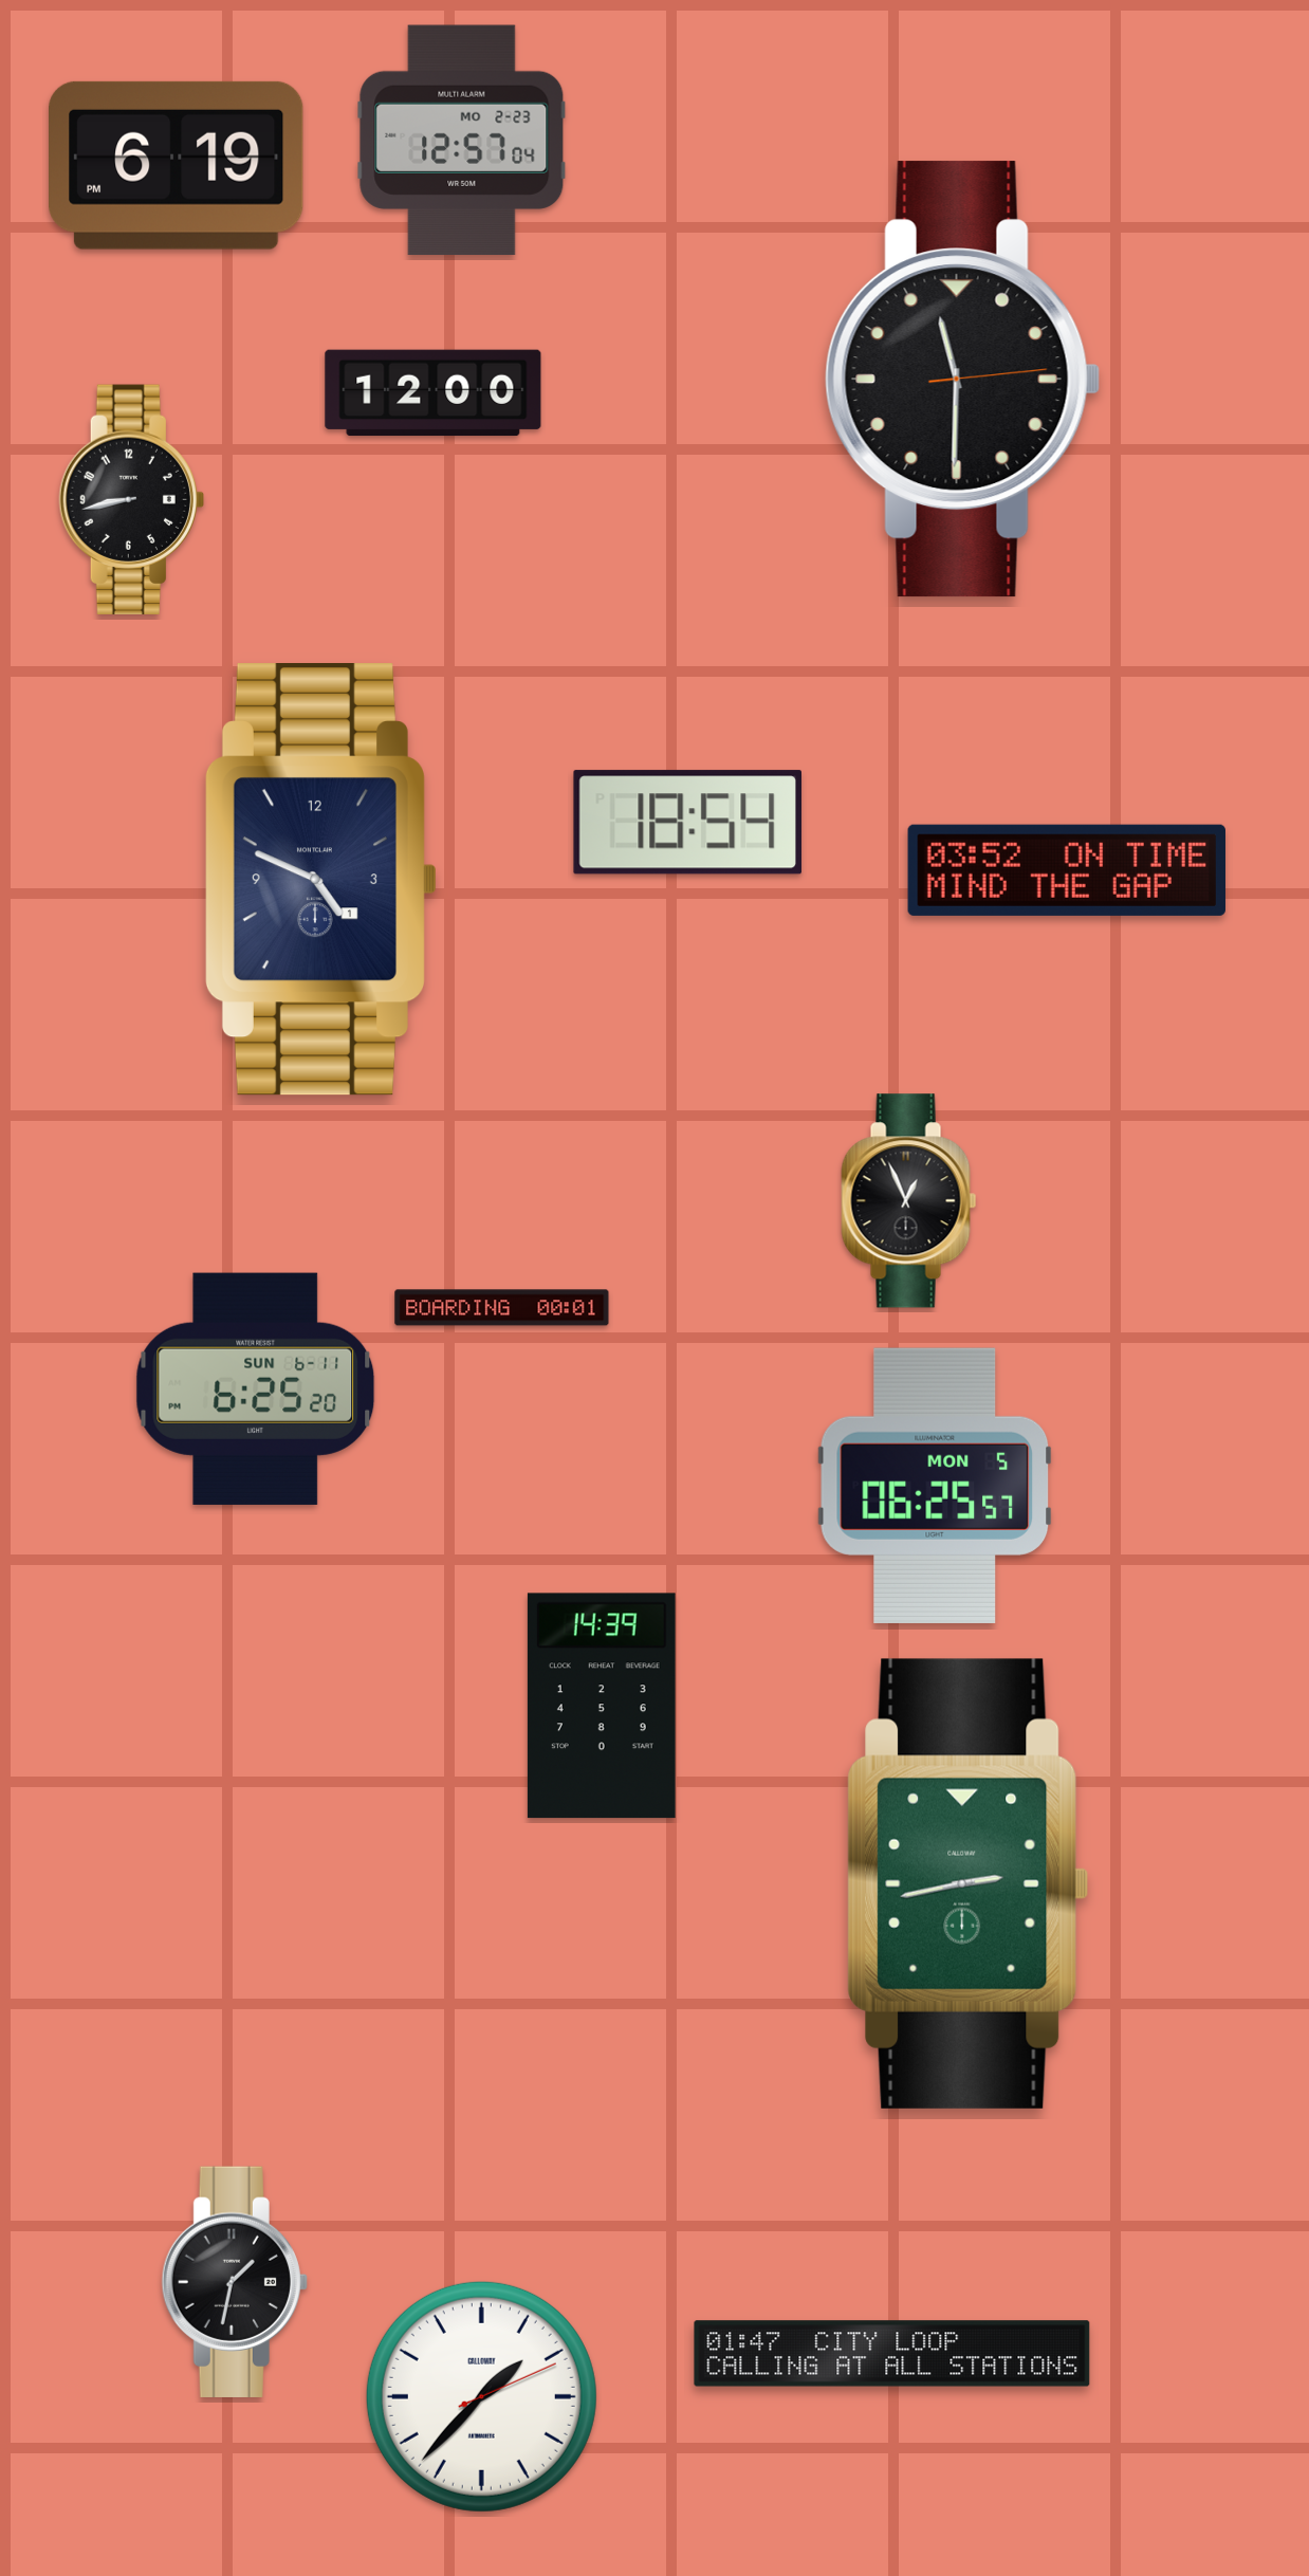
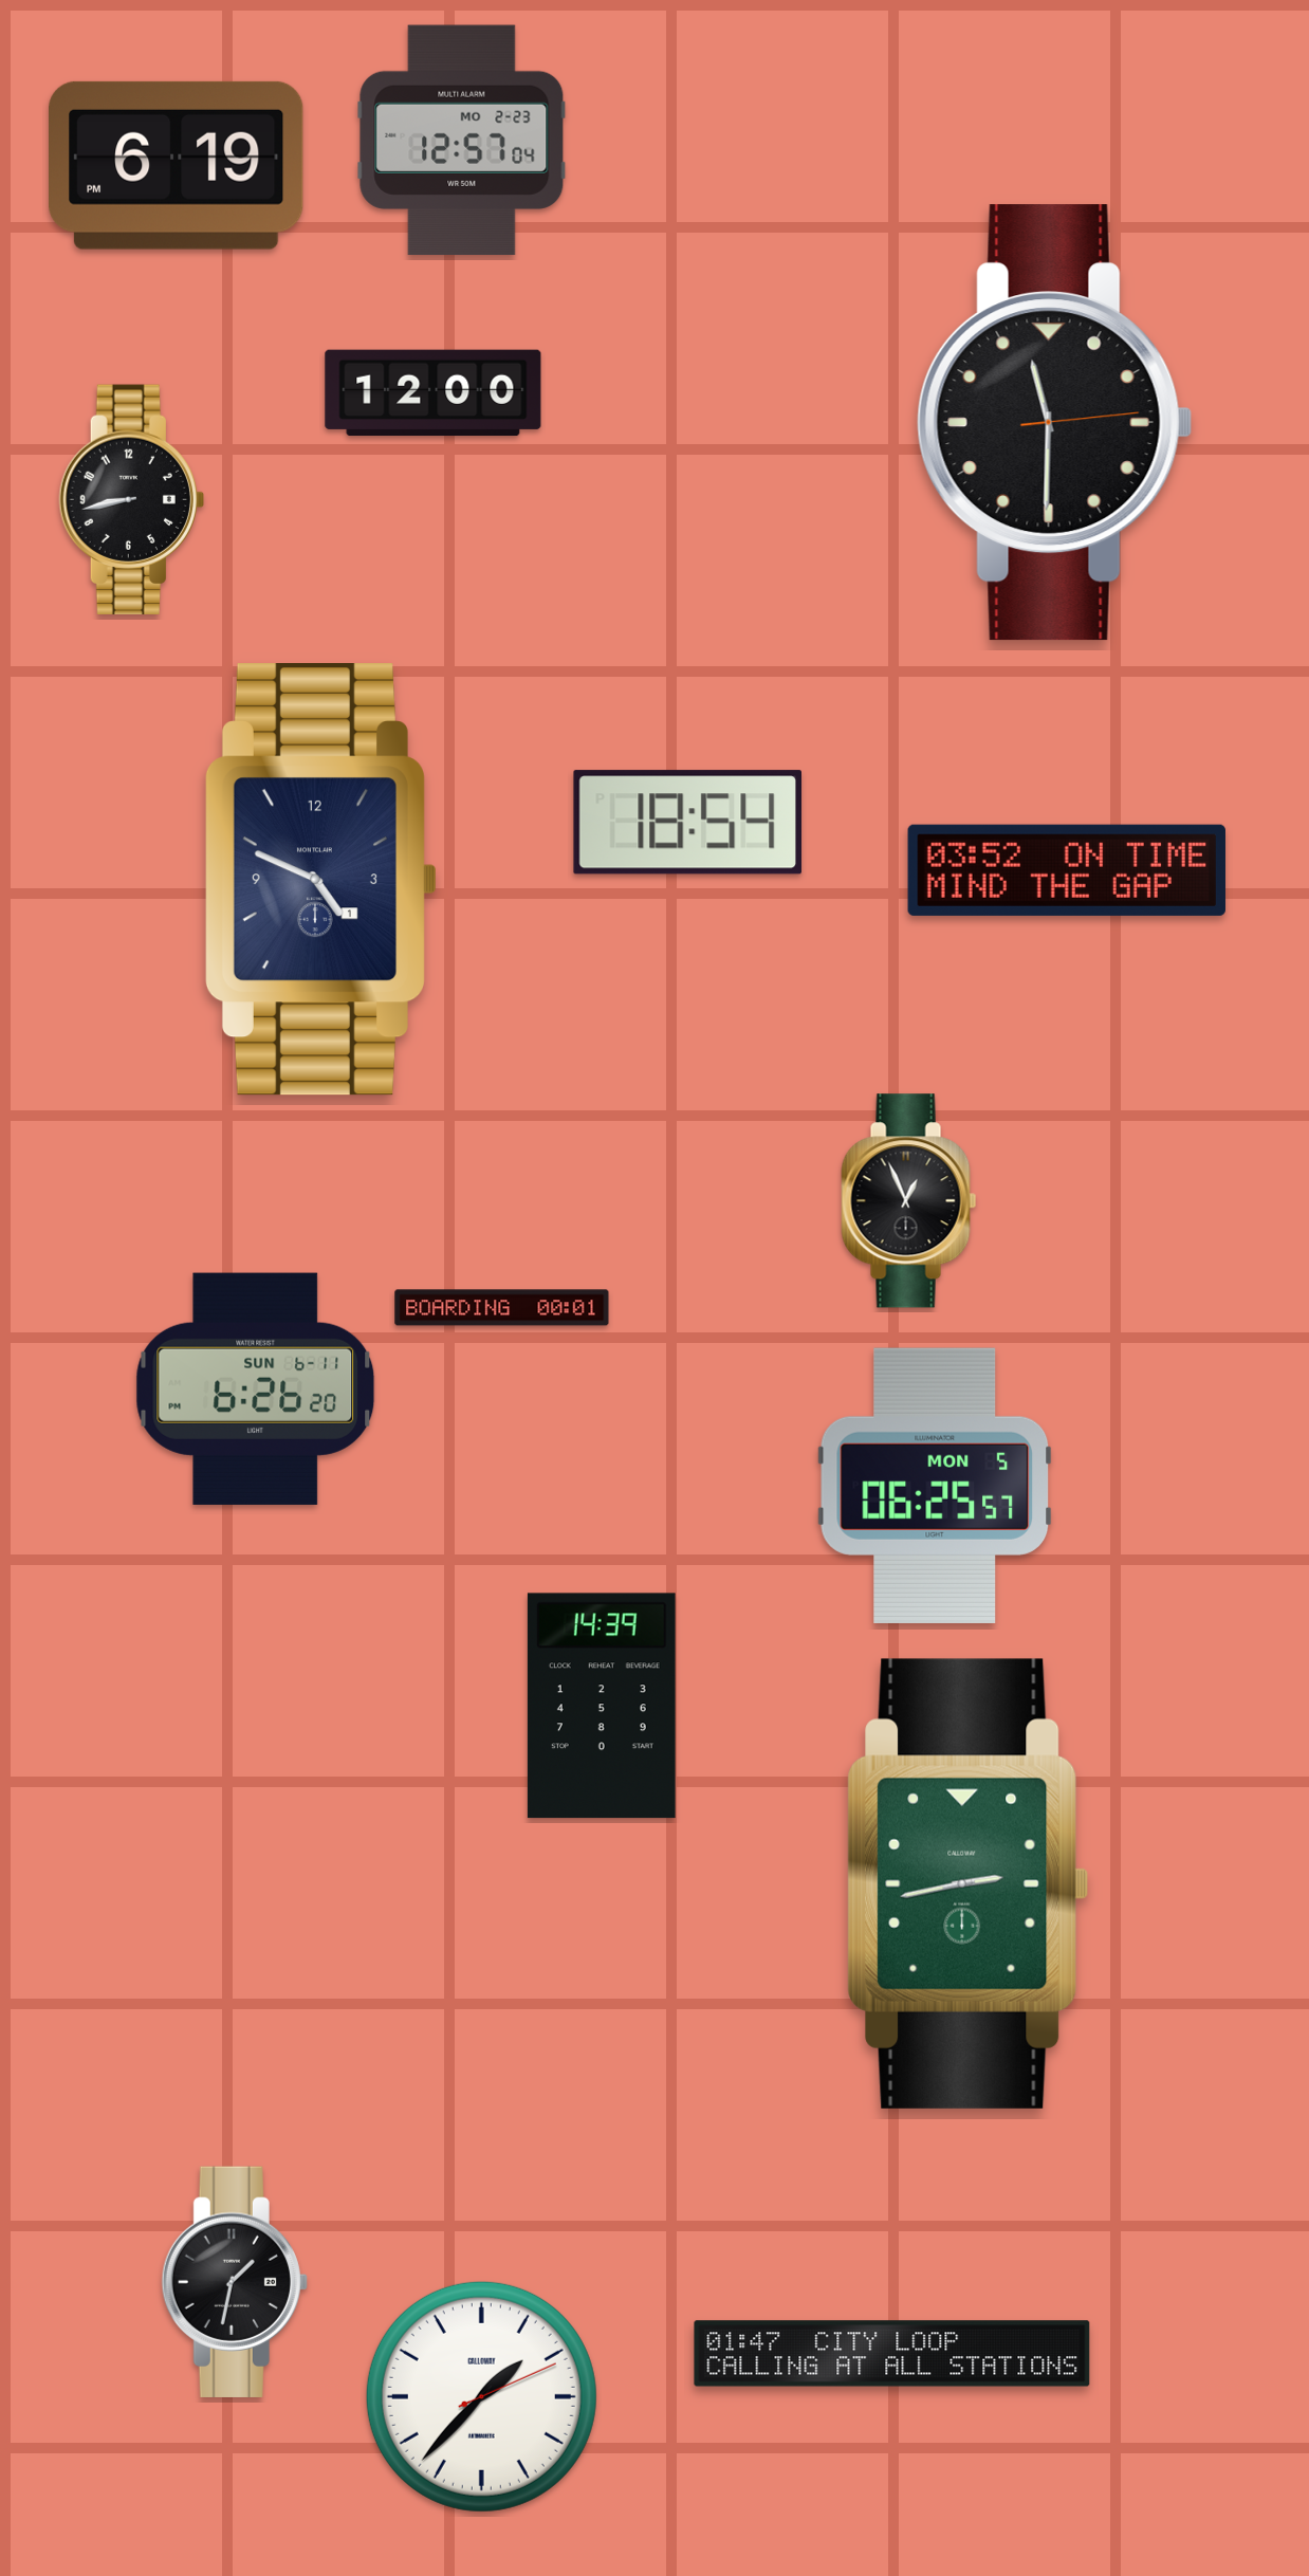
clock at (963, 380) position: (963, 380) -> (1055, 423)
clock at (256, 1388): 6:25 -> 6:26
